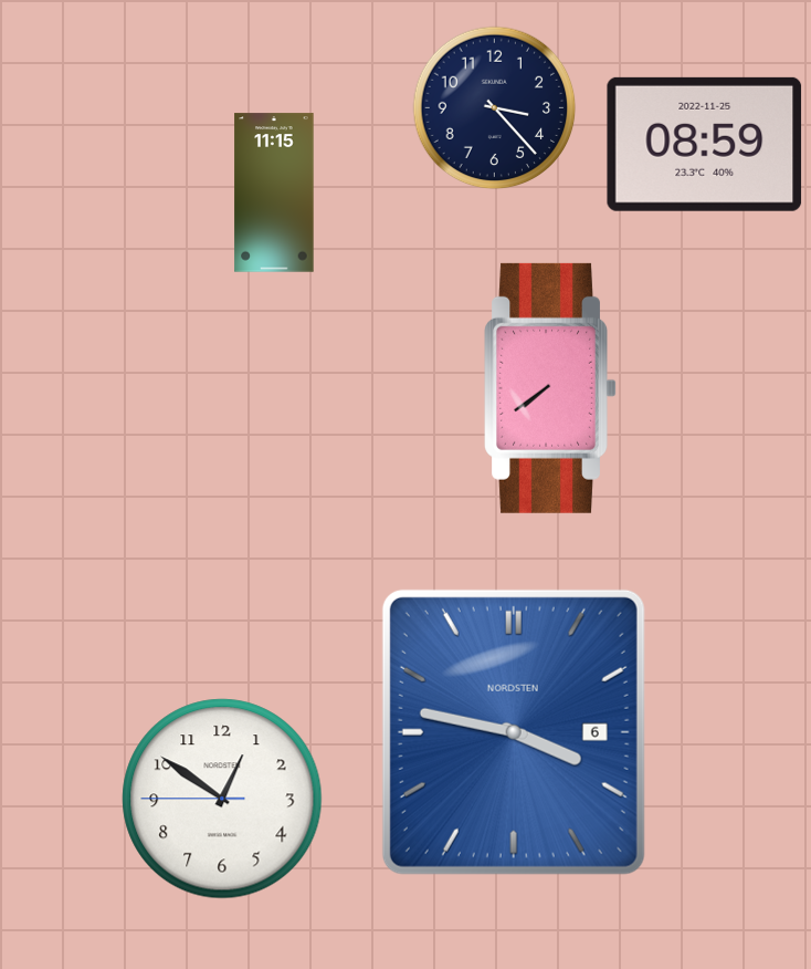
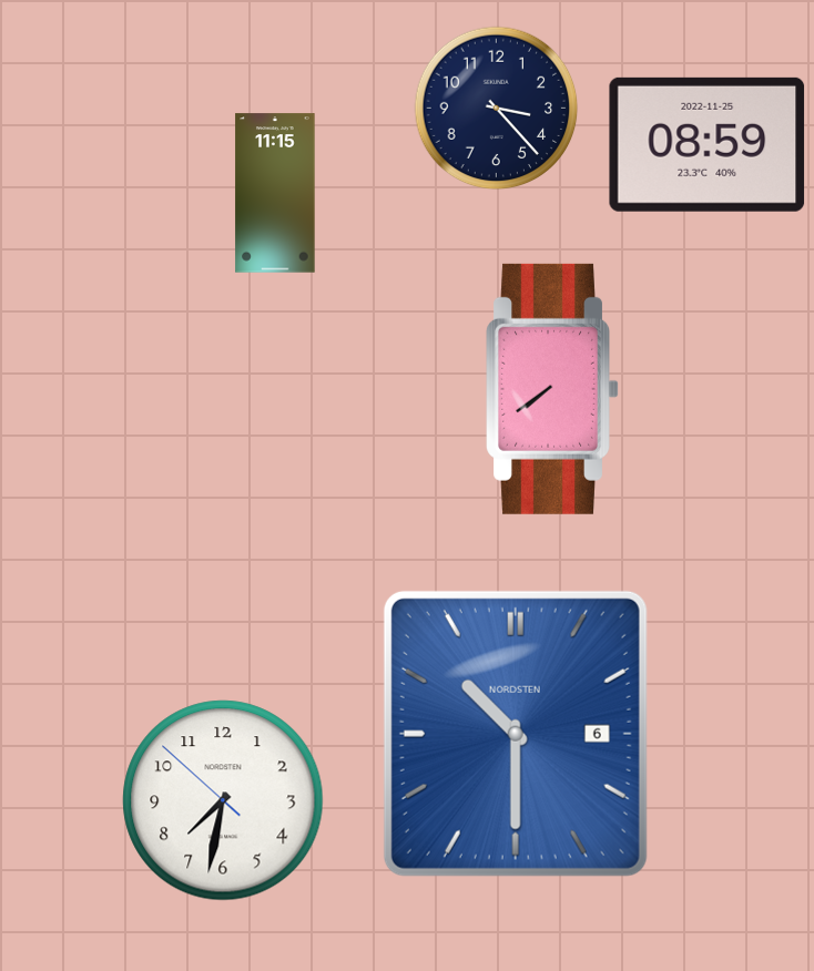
clock at (514, 732): 3:47 -> 10:30
clock at (222, 799): 12:50 -> 7:31
